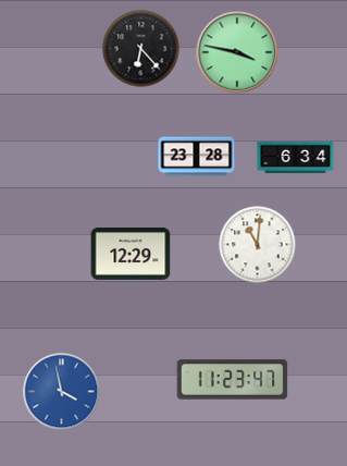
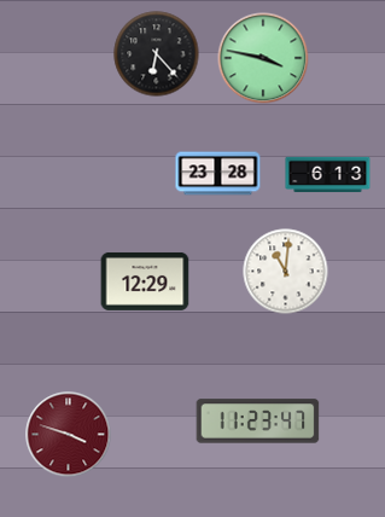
clock at (296, 158): 6:34 -> 6:13
clock at (62, 392): 3:58 -> 3:48
clock at (62, 392) dial: blue -> burgundy
